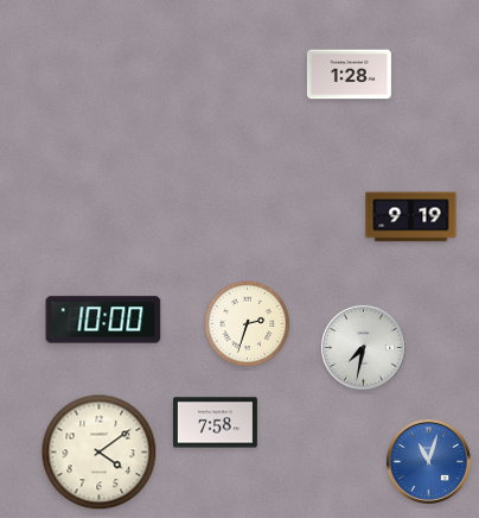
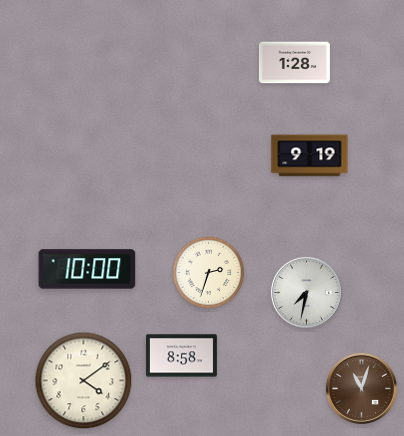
clock at (411, 217) position: (411, 217) -> (310, 156)
clock at (215, 423): 7:58 -> 8:58
clock at (428, 461) dial: blue -> brown
